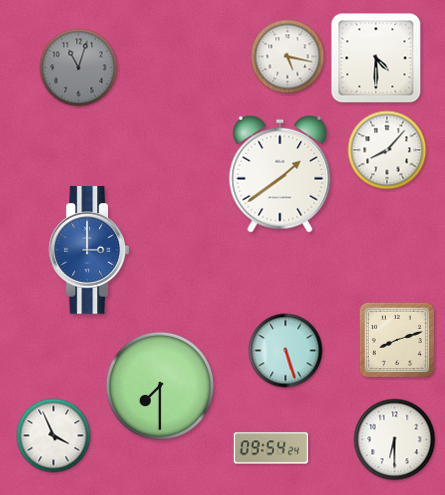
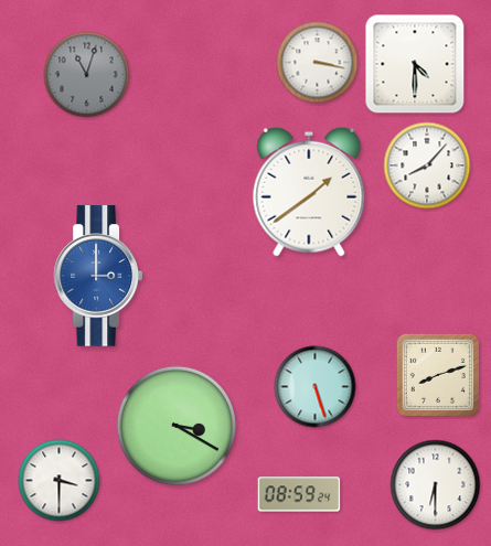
clock at (288, 57): 5:17 -> 3:17
clock at (160, 386): 7:30 -> 3:20
clock at (54, 436): 3:56 -> 3:30
clock at (271, 448): 09:54 -> 08:59
